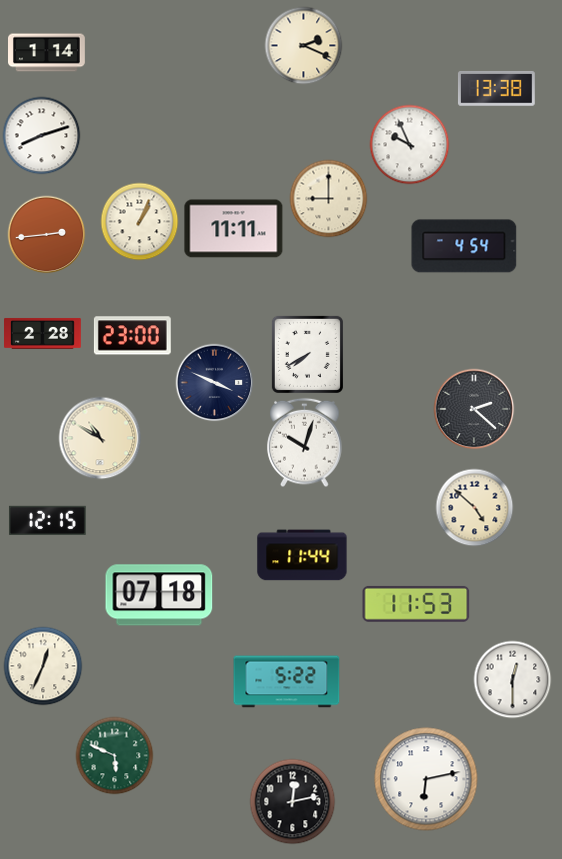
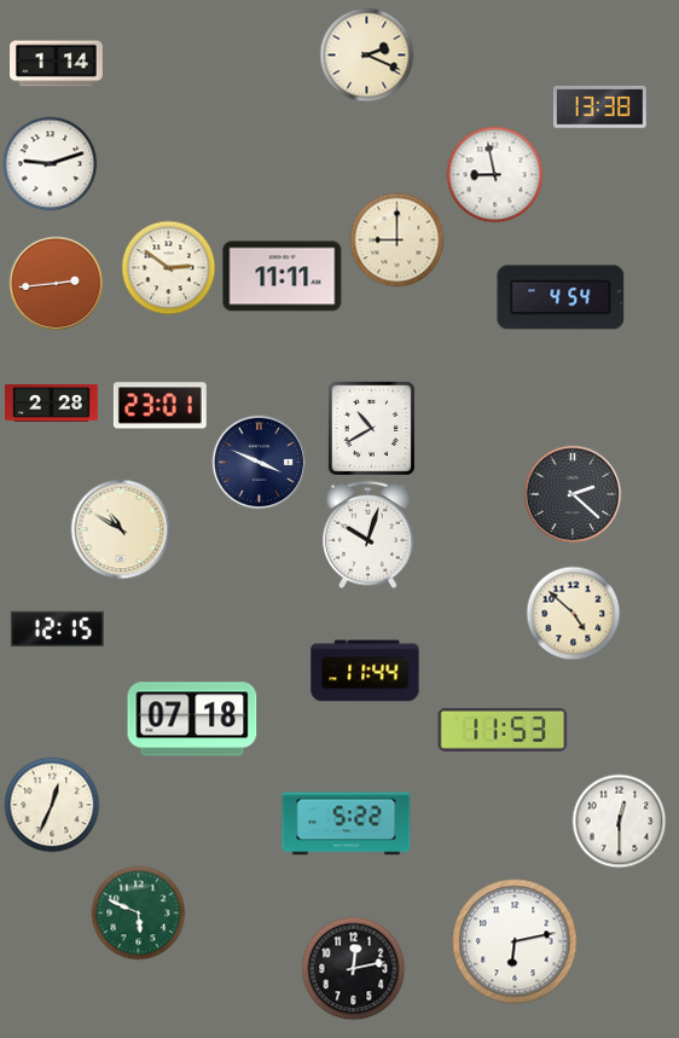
clock at (41, 135): 8:12 -> 9:12
clock at (409, 144): 9:56 -> 8:58
clock at (139, 221): 1:04 -> 2:51
clock at (132, 336): 23:00 -> 23:01
clock at (307, 354): 7:40 -> 10:40
